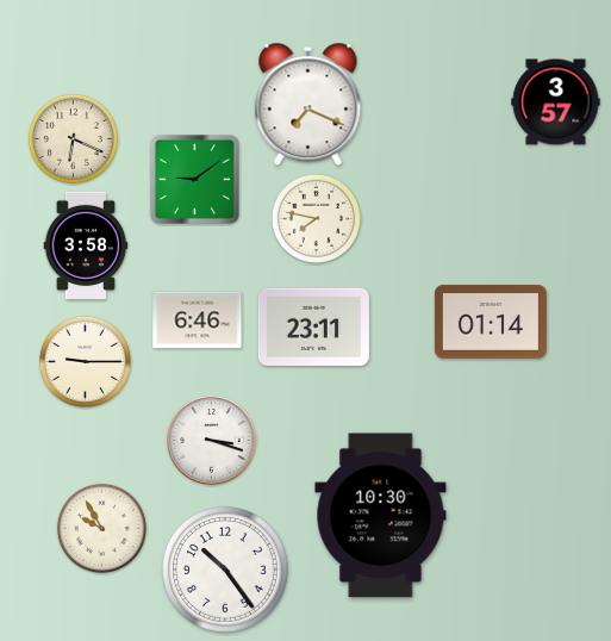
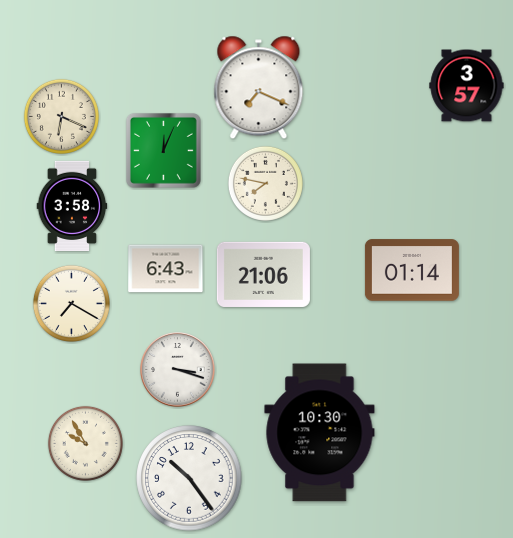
clock at (194, 179): 9:09 -> 12:04
clock at (198, 320): 6:46 -> 6:43
clock at (313, 326): 23:11 -> 21:06
clock at (85, 361): 9:15 -> 7:20
